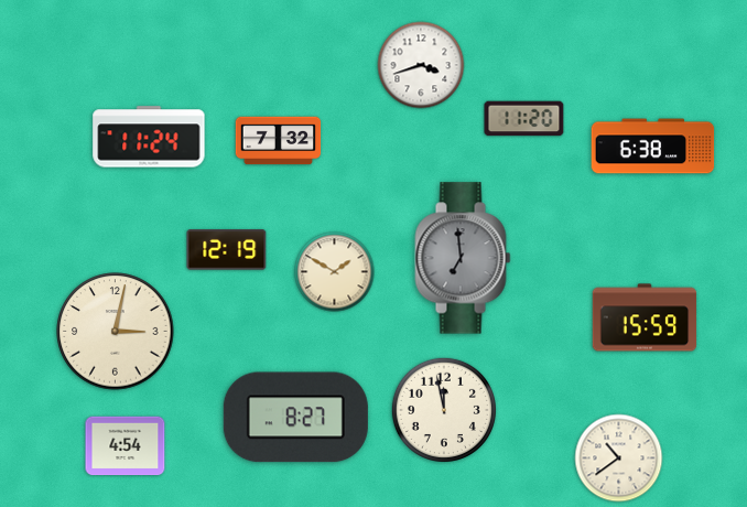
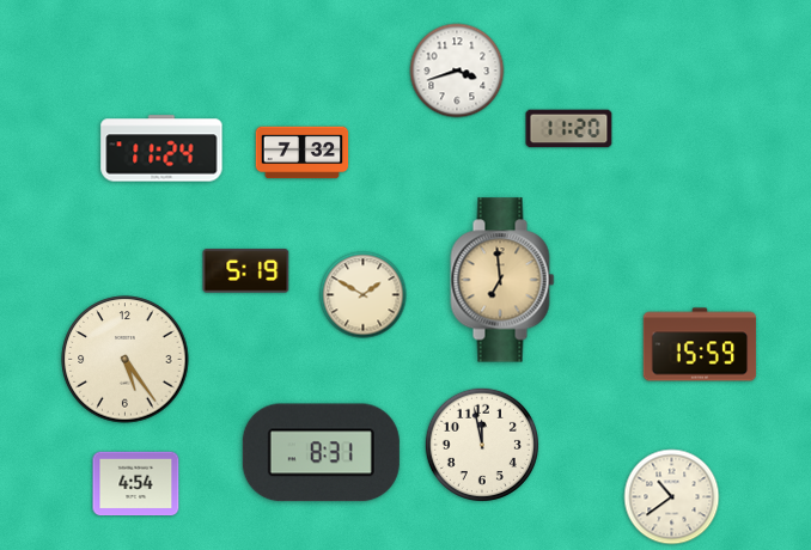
clock at (653, 147): 6:38 -> none
clock at (227, 250): 12:19 -> 5:19
clock at (463, 258) dial: grey -> champagne
clock at (116, 332): 3:02 -> 5:24
clock at (295, 418): 8:27 -> 8:31
